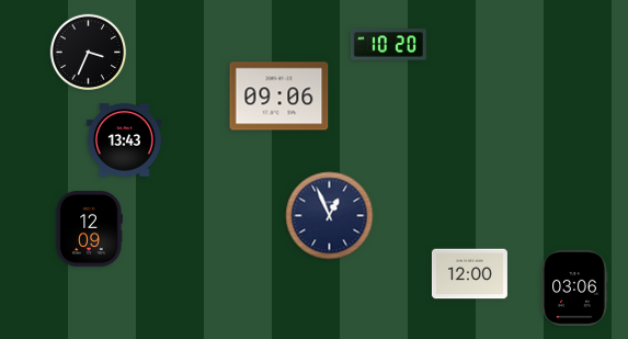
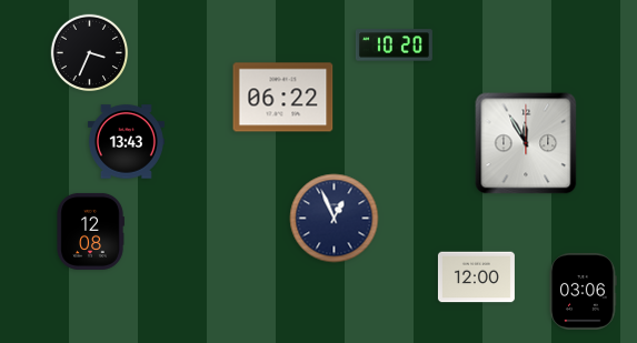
clock at (279, 97): 09:06 -> 06:22
clock at (526, 143): none -> 11:55
clock at (89, 228): 12:09 -> 12:08
